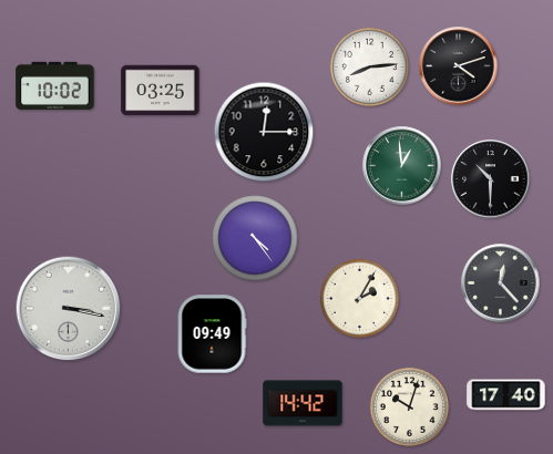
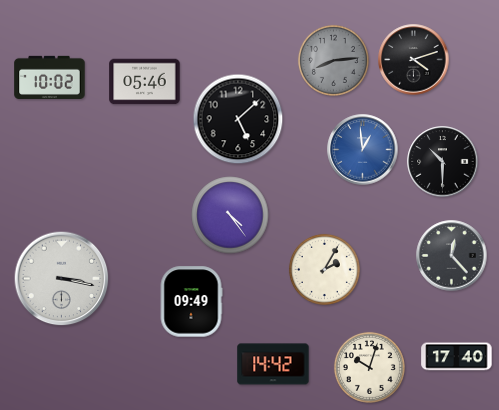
clock at (369, 66) dial: white -> grey
clock at (161, 91): 03:25 -> 05:46
clock at (264, 132): 12:15 -> 5:08
clock at (402, 166) dial: green -> blue
